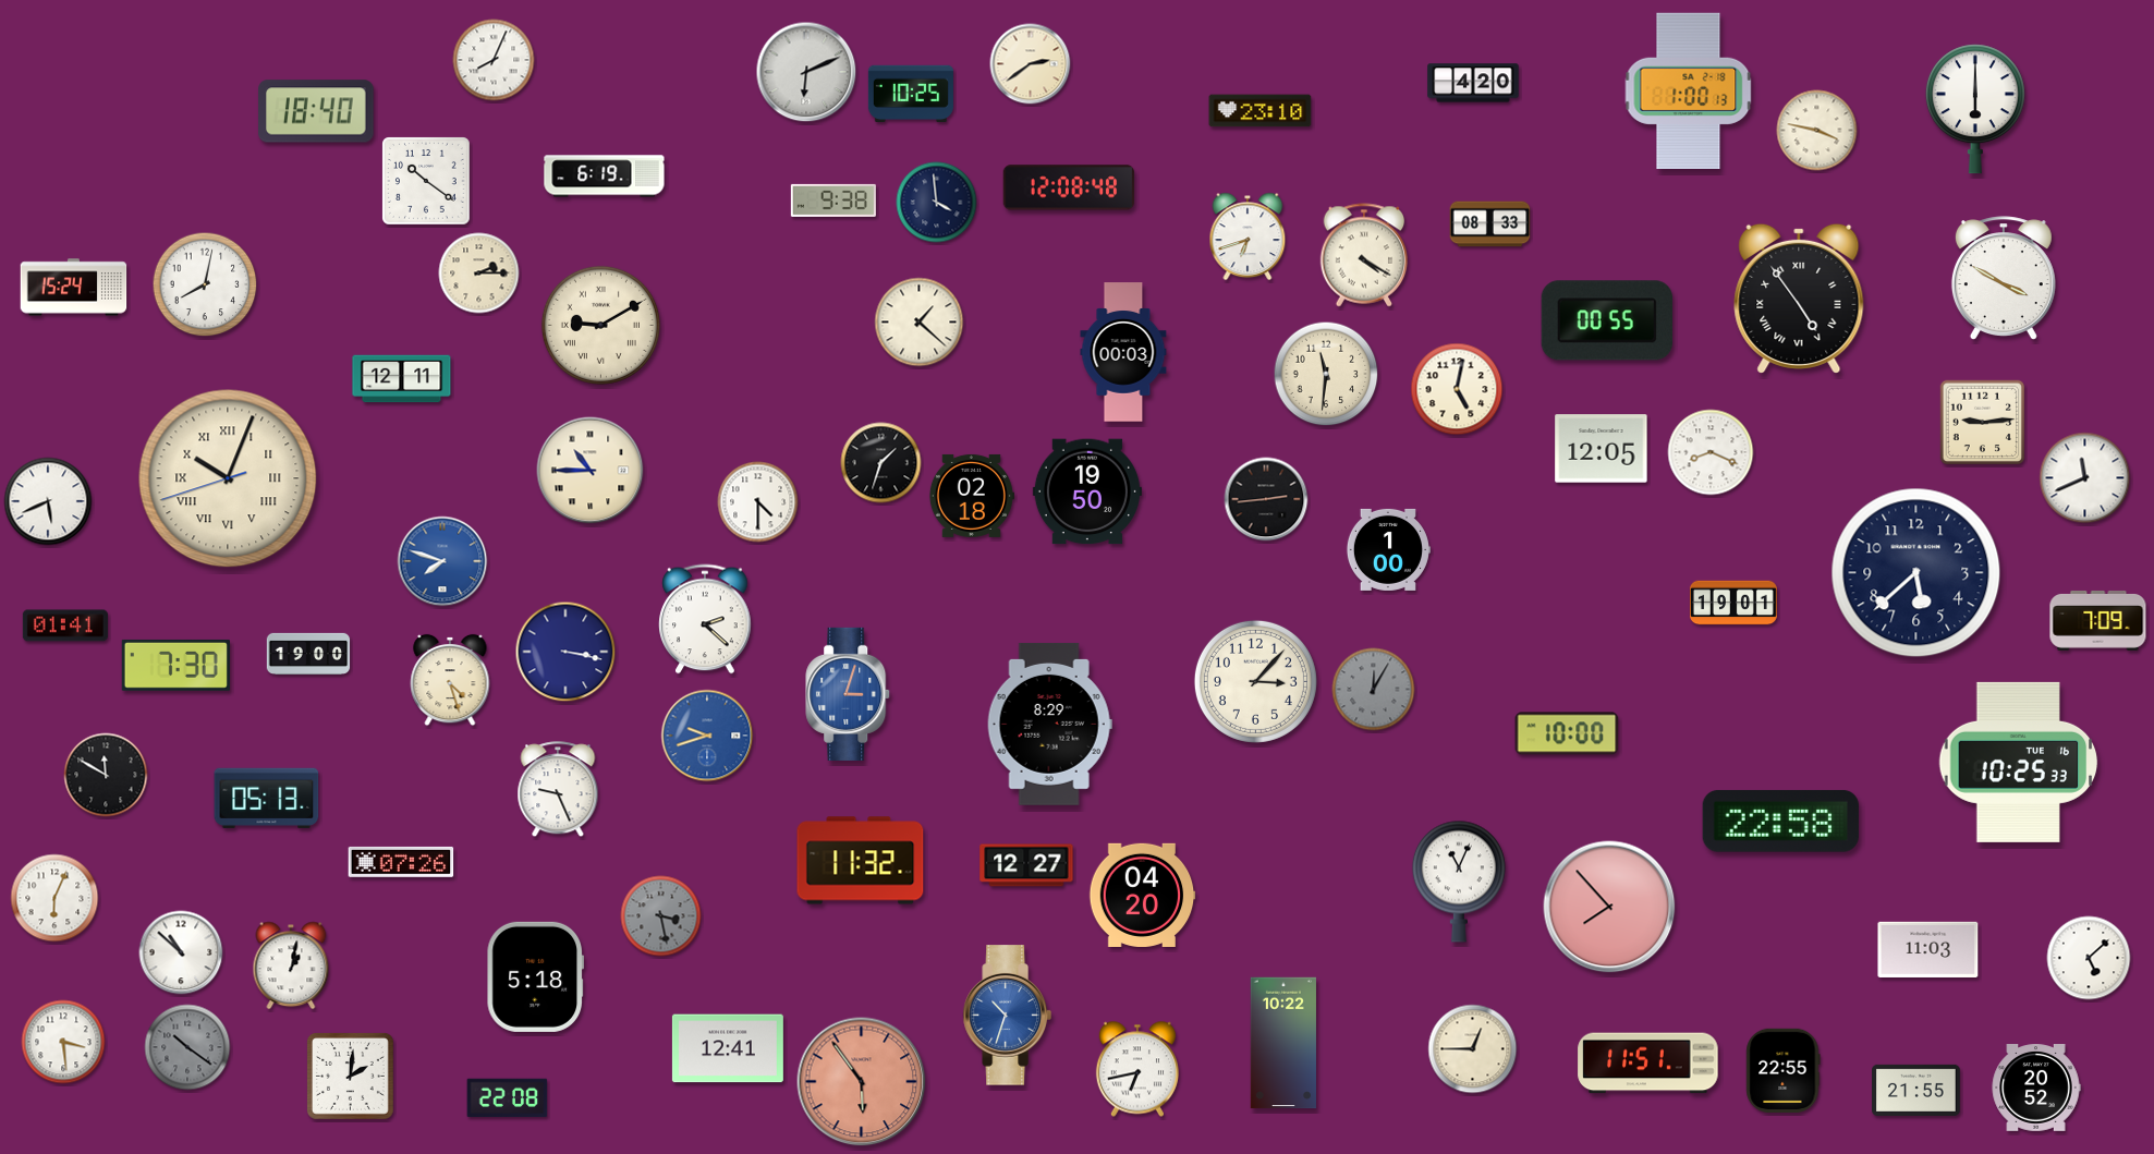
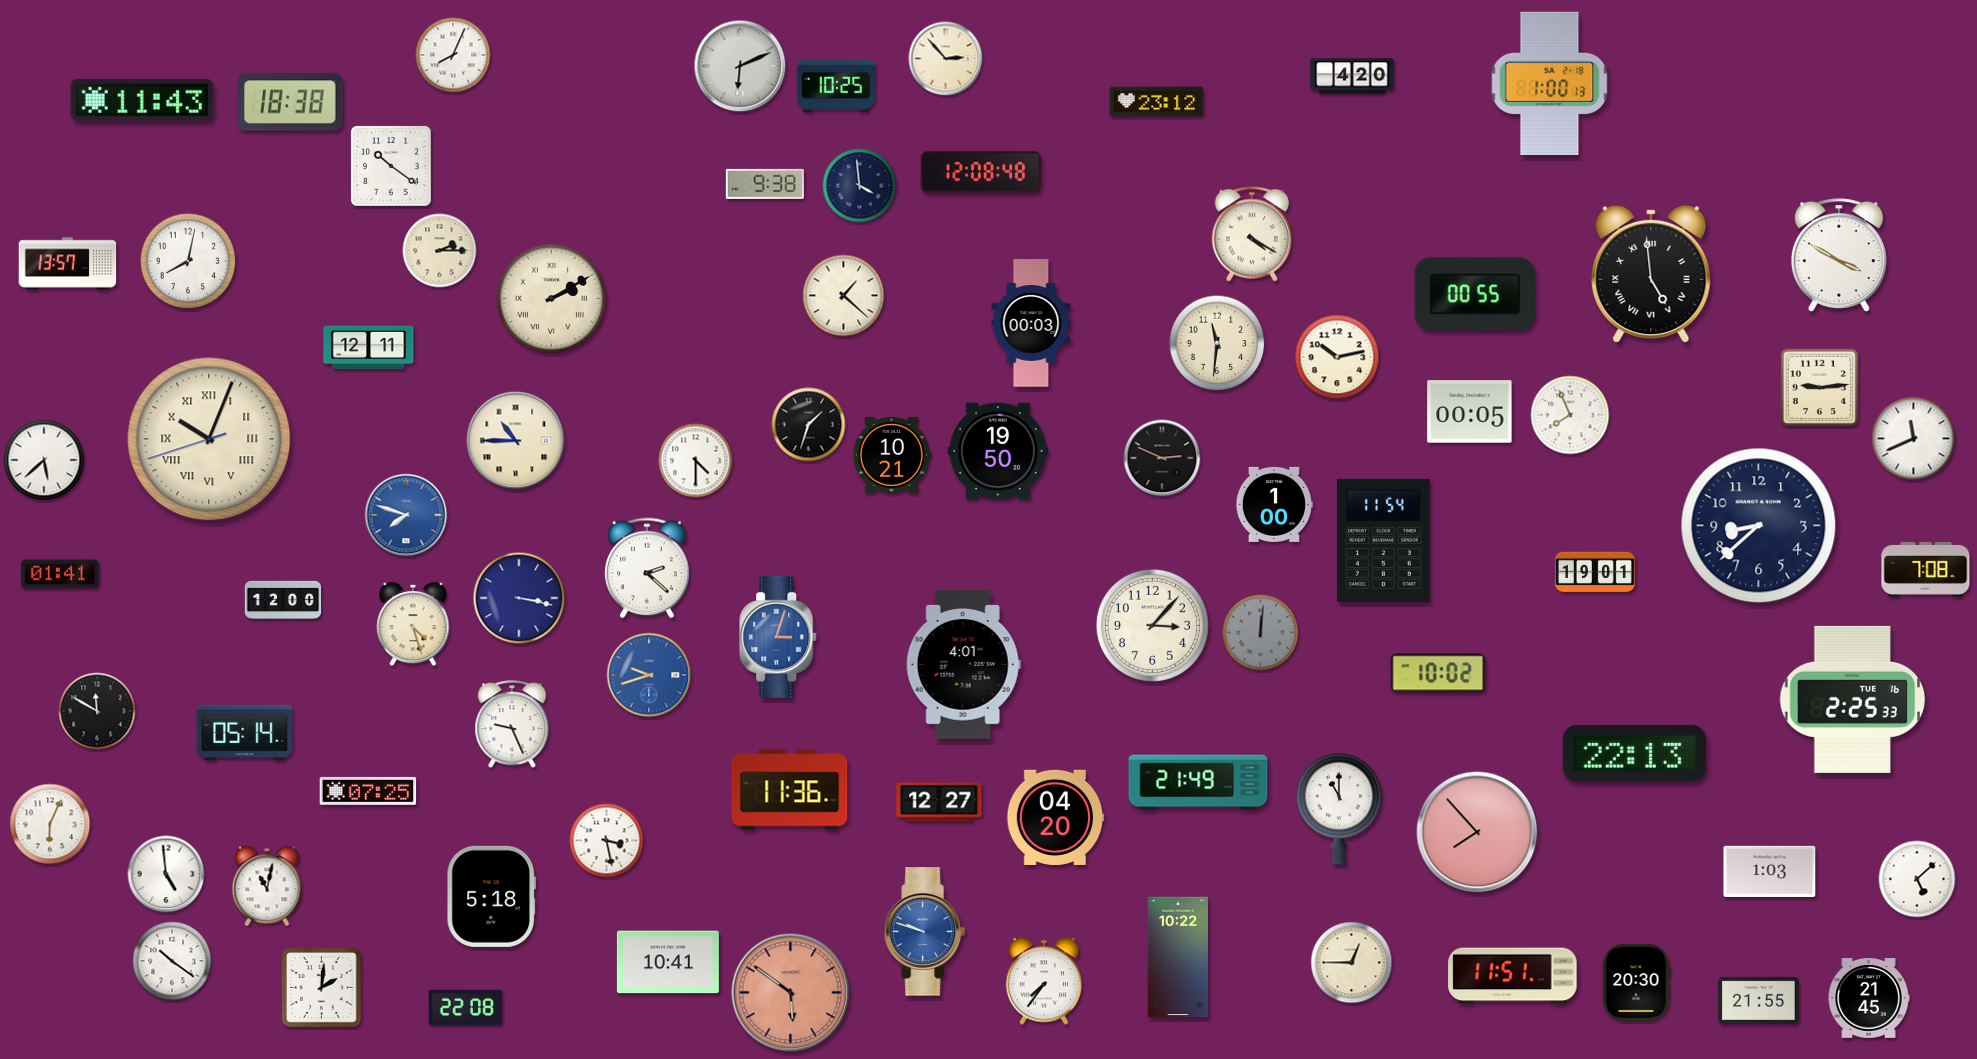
clock at (1031, 64): 2:39 -> 2:53
clock at (142, 100): none -> 11:43
clock at (1975, 109): 6:00 -> none
clock at (316, 111): 18:40 -> 18:38
clock at (1261, 111): 23:10 -> 23:12
clock at (1817, 131): 3:47 -> none
clock at (605, 177): 6:19 -> none
clock at (1490, 224): 08:33 -> none
clock at (1248, 236): 6:42 -> none
clock at (74, 288): 15:24 -> 13:57
clock at (1799, 299): 4:54 -> 4:59
clock at (600, 325): 9:10 -> 2:10
clock at (1457, 389): 5:02 -> 10:13
clock at (1602, 449): 12:05 -> 00:05
clock at (1711, 452): 8:19 -> 7:56
clock at (591, 471) position: (591, 471) -> (516, 441)
clock at (971, 496): 02:18 -> 10:21
clock at (1266, 499): 2:44 -> 2:49
clock at (48, 501): 5:41 -> 5:38
clock at (1916, 573): 5:38 -> 8:38
clock at (1383, 540): none -> 11:54
clock at (1733, 603) position: (1733, 603) -> (1595, 572)
clock at (2098, 620): 7:09 -> 7:08
clock at (308, 654): 19:00 -> 12:00
clock at (175, 665): 7:30 -> none
clock at (1374, 690): 12:05 -> 12:01
clock at (1049, 724): 8:29 -> 4:01
clock at (1567, 733): 10:00 -> 10:02
clock at (2019, 762): 10:25 -> 2:25
clock at (267, 798): 05:13 -> 05:14
clock at (1780, 821): 22:58 -> 22:13
clock at (1198, 782): none -> 21:49
clock at (861, 861): 11:32 -> 11:36
clock at (401, 862): 07:26 -> 07:25
clock at (1026, 865) position: (1026, 865) -> (939, 802)
clock at (1459, 882): 11:04 -> 11:00
clock at (1143, 895) position: (1143, 895) -> (1056, 817)
clock at (661, 916) dial: grey -> white
clock at (1928, 949): 11:03 -> 1:03
clock at (181, 952): 10:52 -> 4:59
clock at (291, 965): 1:02 -> 11:02
clock at (1007, 1016): 10:33 -> 9:48
clock at (63, 1042): 3:29 -> none
clock at (187, 1047) dial: grey -> white
clock at (728, 1048): 12:41 -> 10:41
clock at (1137, 1069): 6:43 -> 7:36
clock at (1784, 1070): 22:55 -> 20:30
clock at (862, 1082): 5:54 -> 5:51
clock at (2036, 1089): 20:52 -> 21:45
